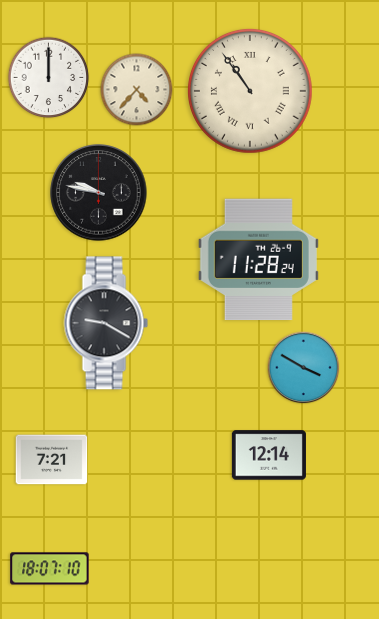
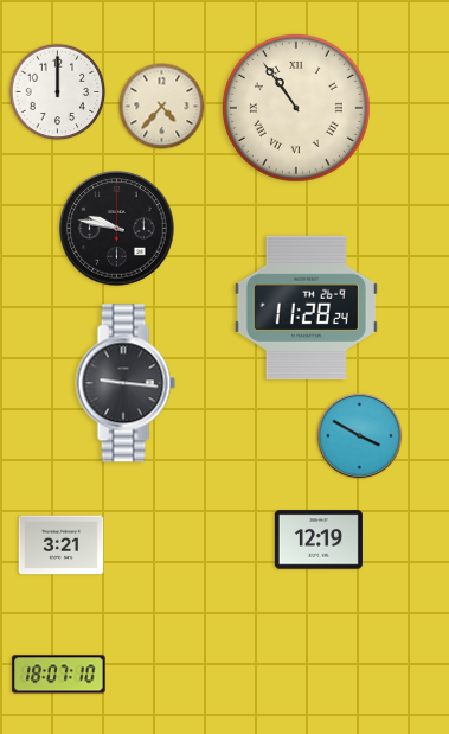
clock at (106, 323): 9:20 -> 9:16
clock at (269, 455): 12:14 -> 12:19
clock at (52, 460): 7:21 -> 3:21
